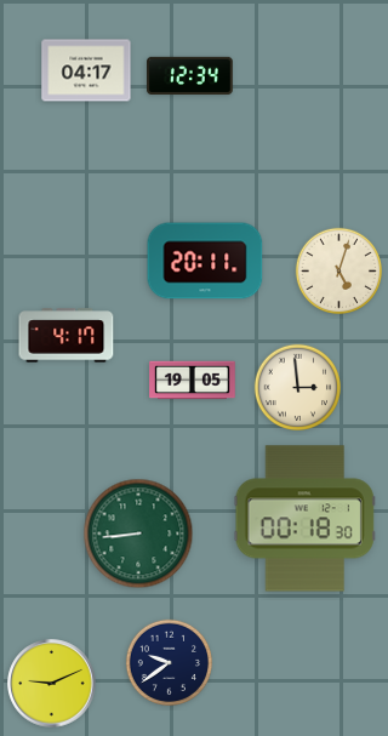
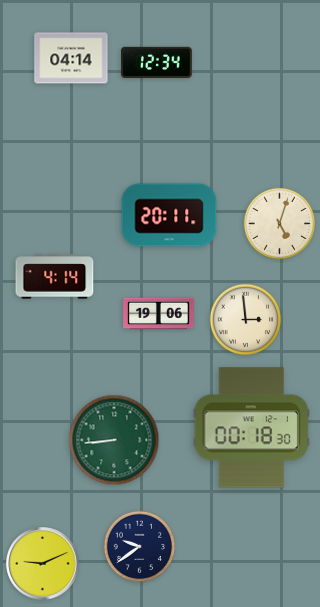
clock at (86, 70): 04:17 -> 04:14
clock at (67, 336): 4:17 -> 4:14
clock at (193, 381): 19:05 -> 19:06
